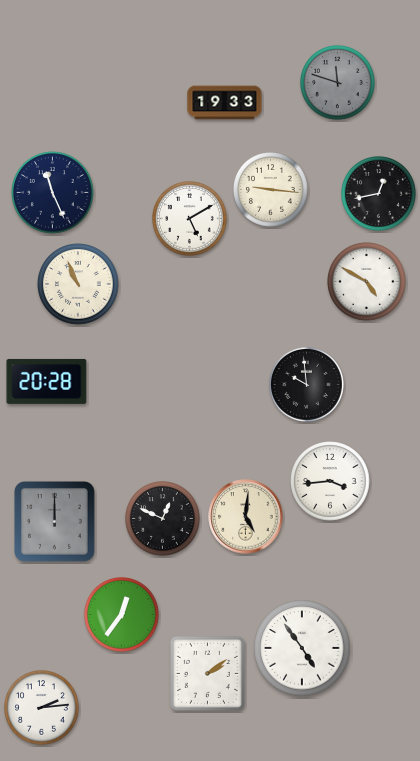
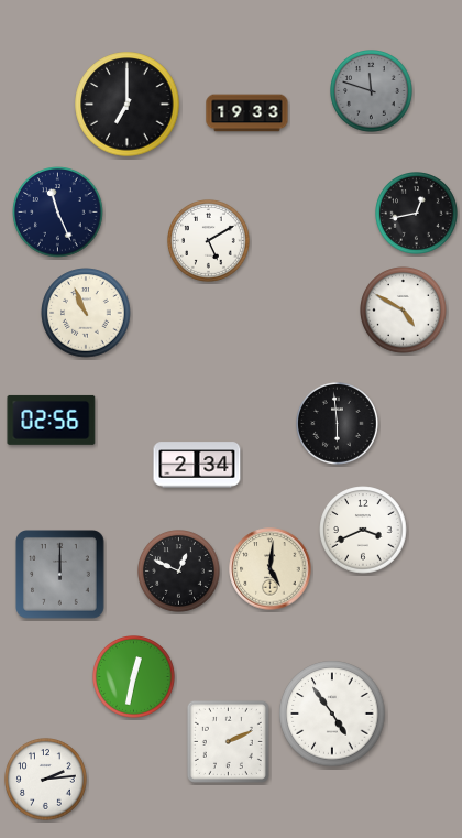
clock at (128, 105): none -> 7:00
clock at (271, 190): 9:16 -> none
clock at (47, 381): 20:28 -> 02:56
clock at (307, 385): 9:59 -> 5:59
clock at (197, 465): none -> 2:34
clock at (330, 481): 3:44 -> 3:41
clock at (122, 615): 12:36 -> 12:32
clock at (207, 673): 2:09 -> 2:11
